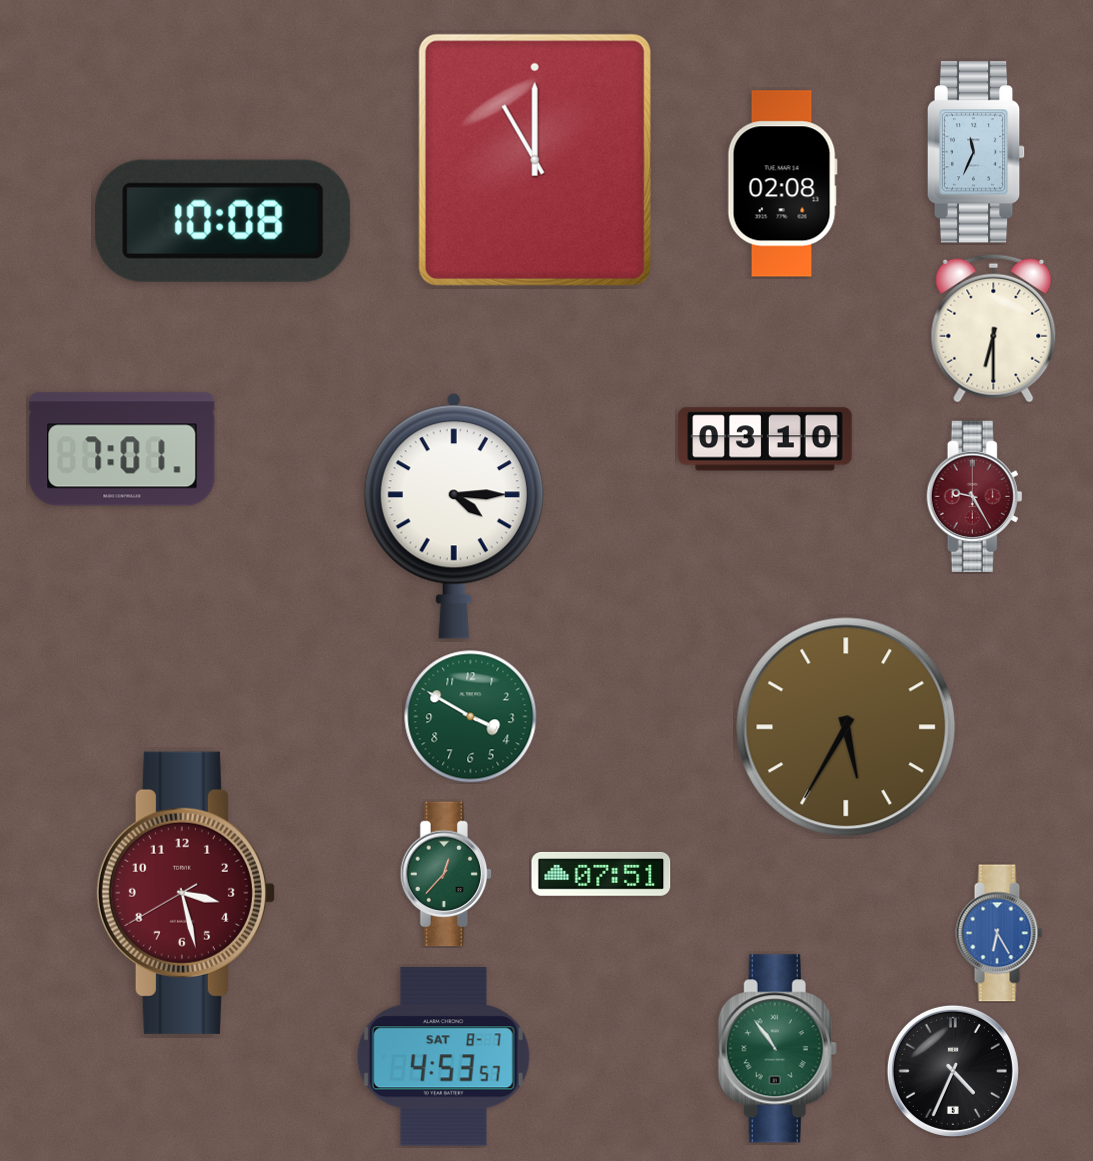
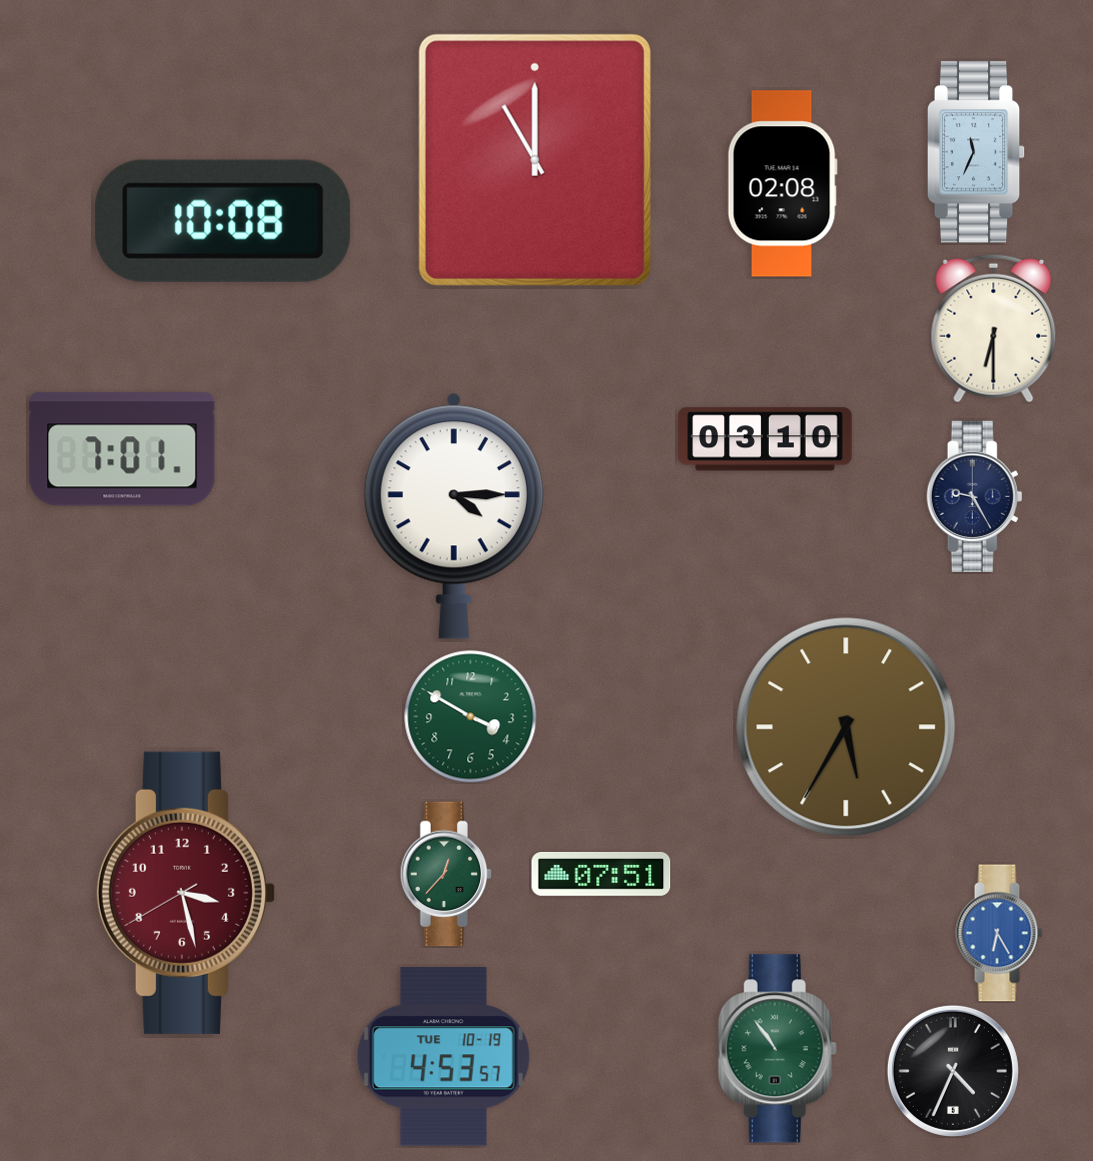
clock at (975, 496) dial: burgundy -> navy
clock at (443, 1057) date: SAT 8-7 -> TUE 10-19
